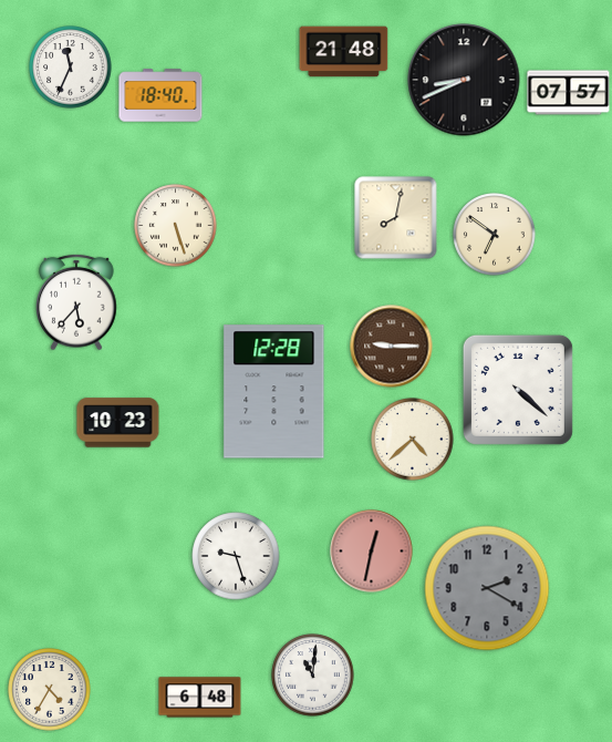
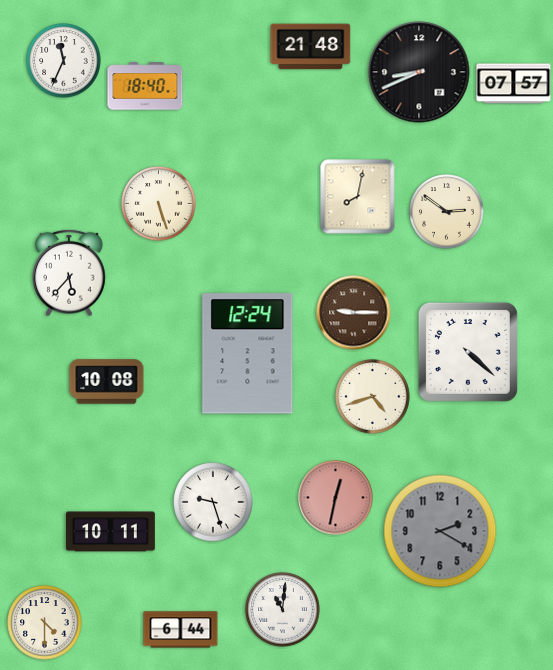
clock at (495, 235): 6:51 -> 2:51
clock at (274, 392): 12:28 -> 12:24
clock at (118, 423): 10:23 -> 10:08
clock at (413, 440): 4:38 -> 4:42
clock at (111, 532): none -> 10:11
clock at (50, 690): 4:35 -> 4:30
clock at (200, 698): 6:48 -> 6:44
